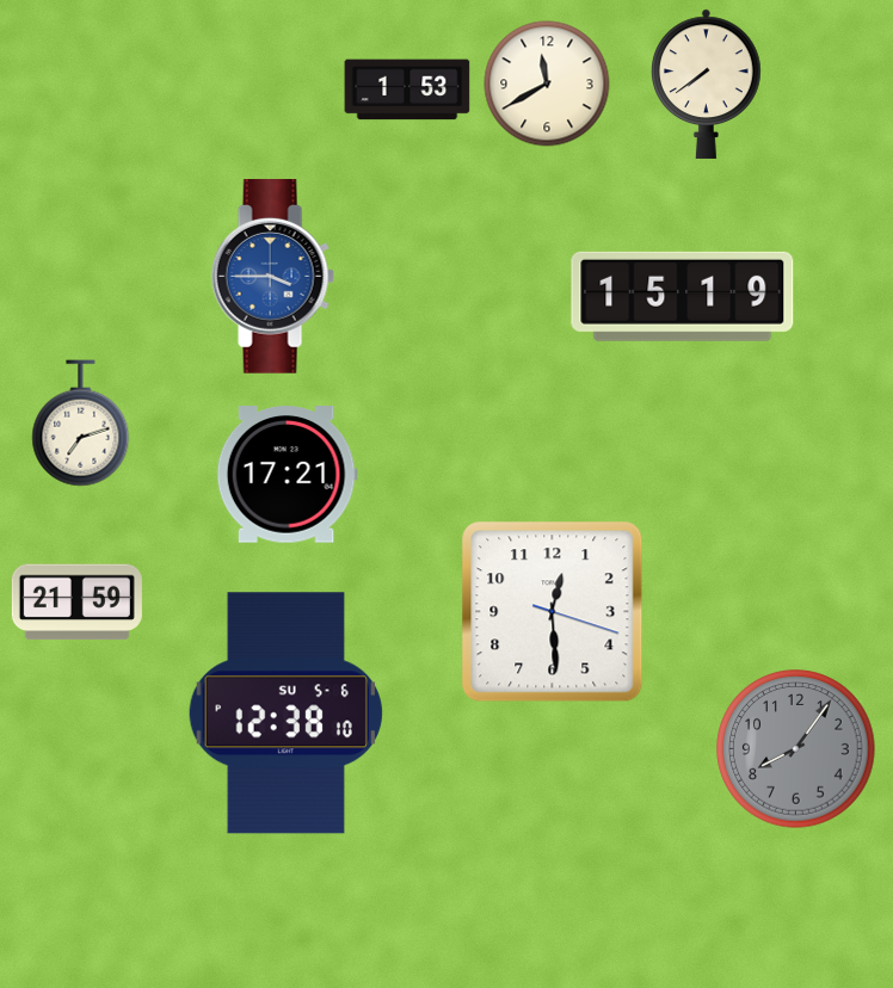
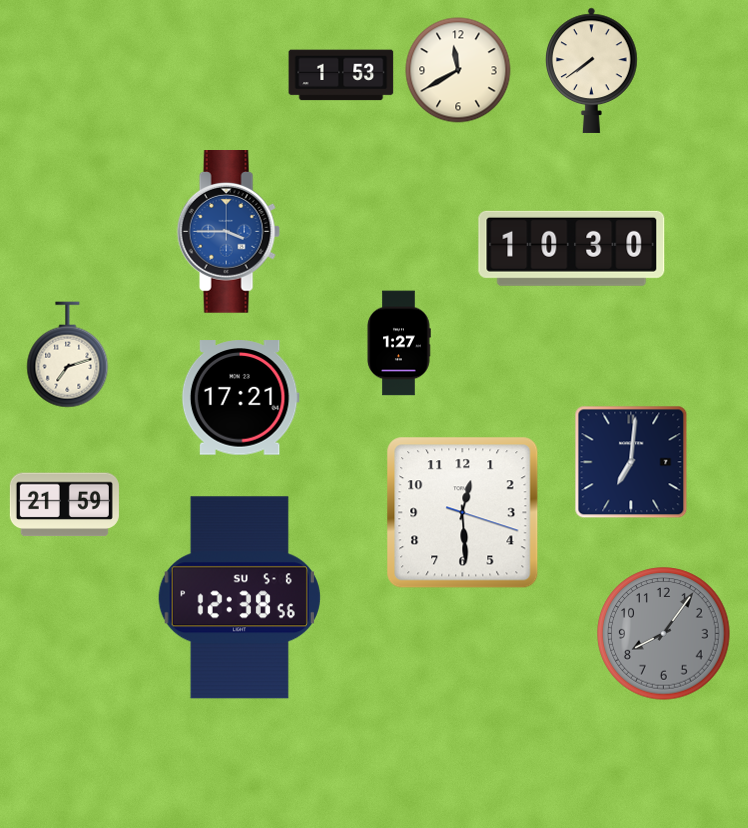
clock at (683, 296): 15:19 -> 10:30
clock at (399, 343): none -> 1:27
clock at (631, 462): none -> 7:01
clock at (285, 714): 12:38:10 -> 12:38:56
clock at (796, 749) position: (796, 749) -> (664, 634)
